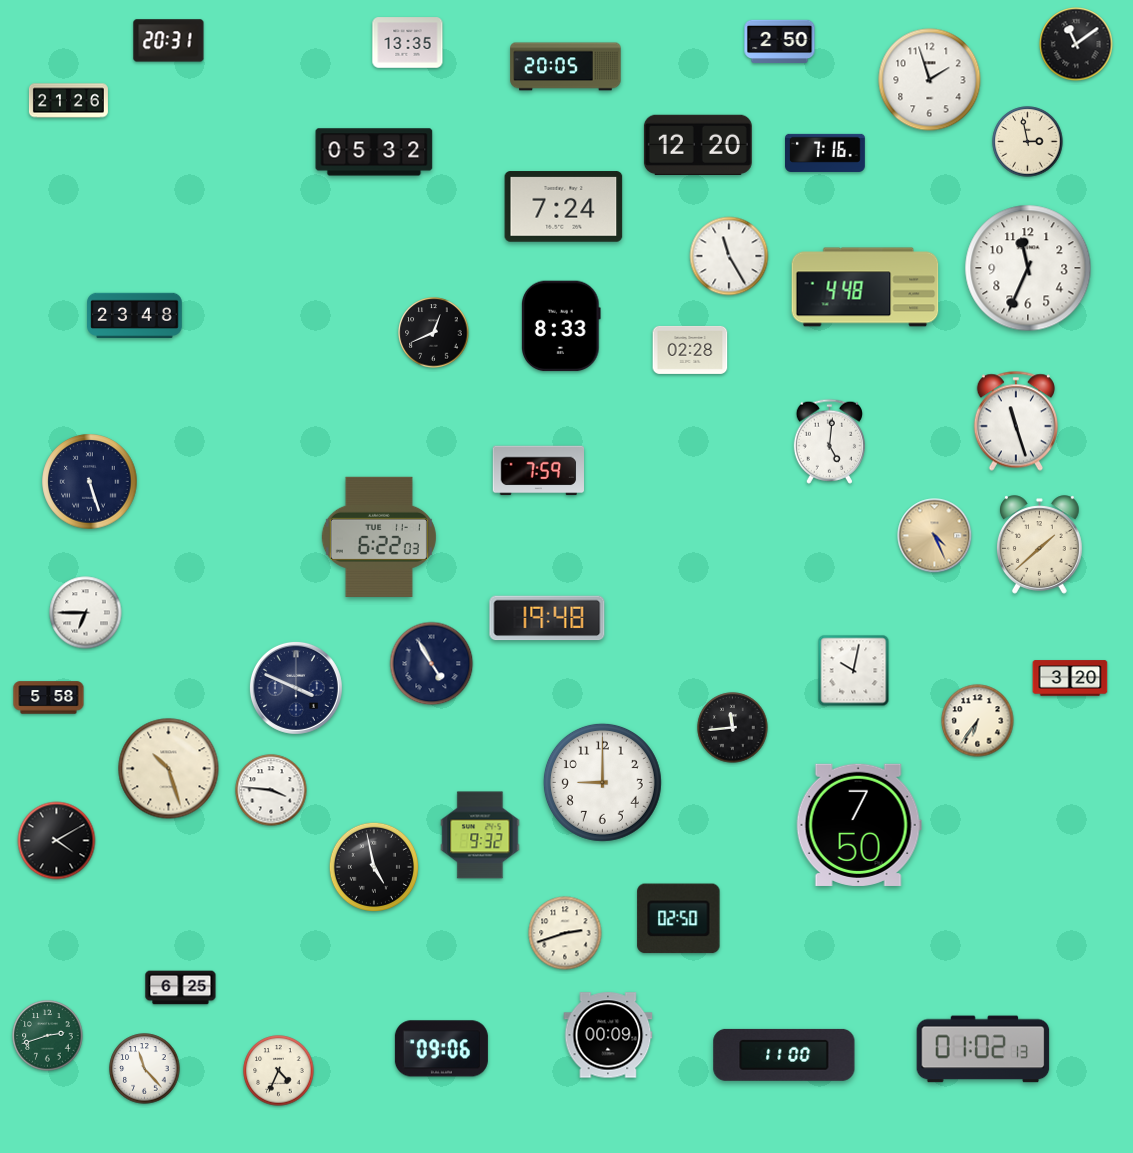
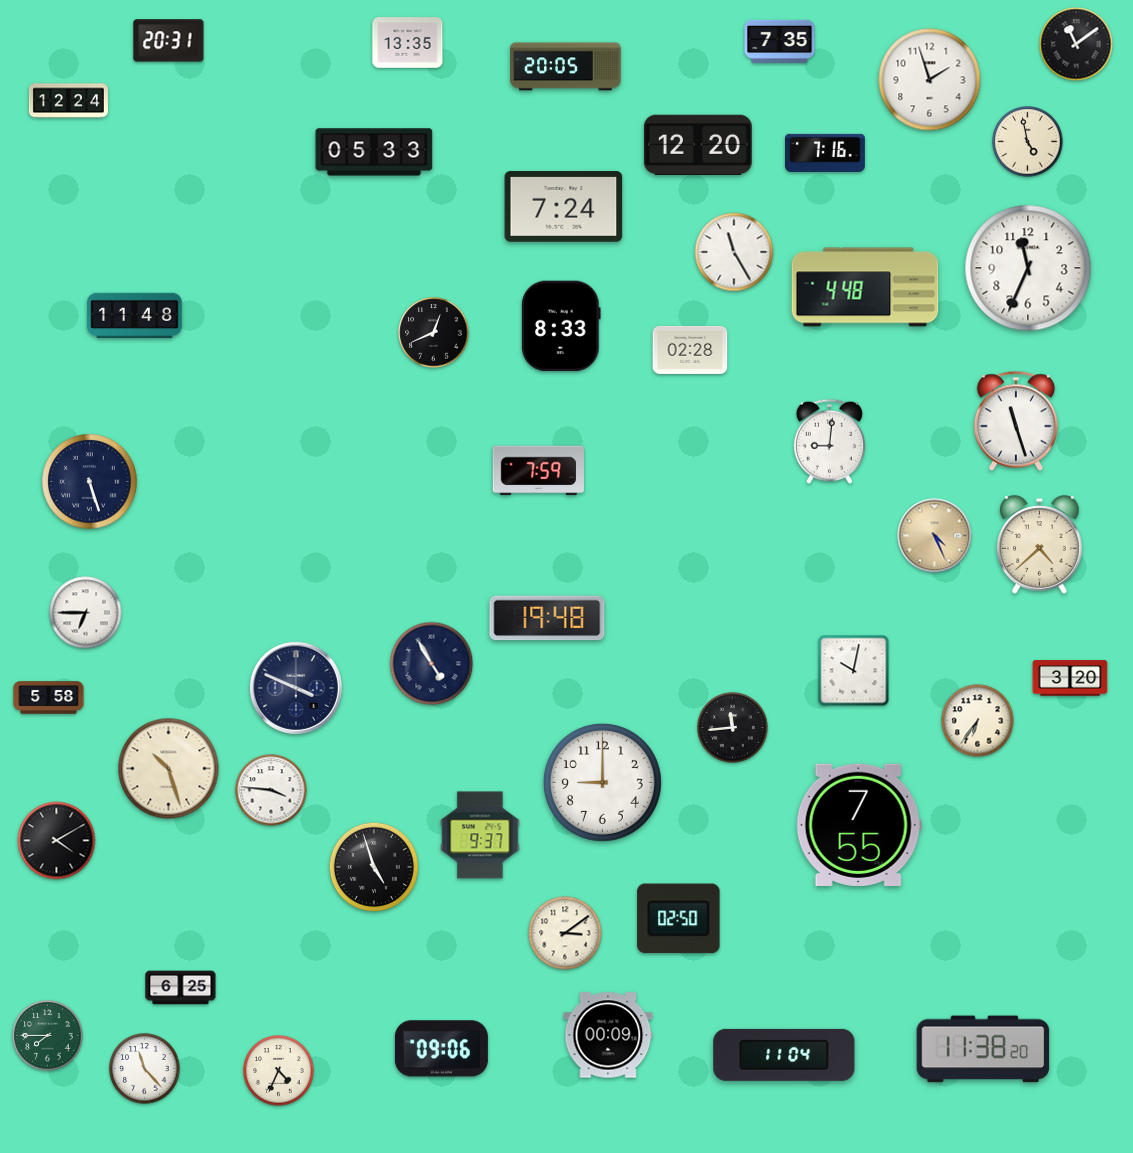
clock at (780, 42): 2:50 -> 7:35
clock at (68, 101): 21:26 -> 12:24
clock at (1028, 142): 2:58 -> 4:58
clock at (374, 152): 05:32 -> 05:33
clock at (729, 256) position: (729, 256) -> (734, 252)
clock at (135, 316): 23:48 -> 11:48
clock at (829, 441): 5:01 -> 9:01
clock at (379, 537): 6:22 -> none
clock at (1040, 545): 1:38 -> 4:38
clock at (859, 825): 7:50 -> 7:55
clock at (480, 835): 9:32 -> 9:37
clock at (374, 867): 4:58 -> 4:57
clock at (565, 933): 2:42 -> 3:09
clock at (48, 1036): 2:42 -> 7:45
clock at (983, 1049): 01:02 -> 11:38
clock at (784, 1055): 11:00 -> 11:04
